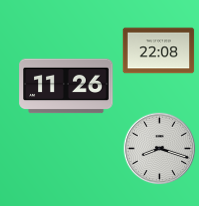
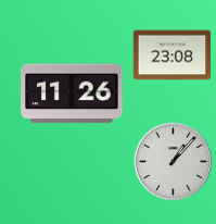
clock at (159, 51): 22:08 -> 23:08
clock at (160, 149): 8:18 -> 1:07
